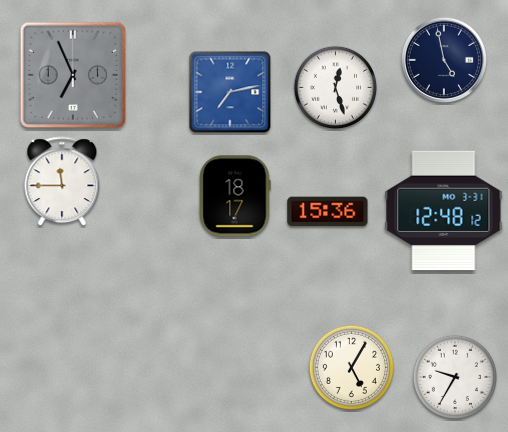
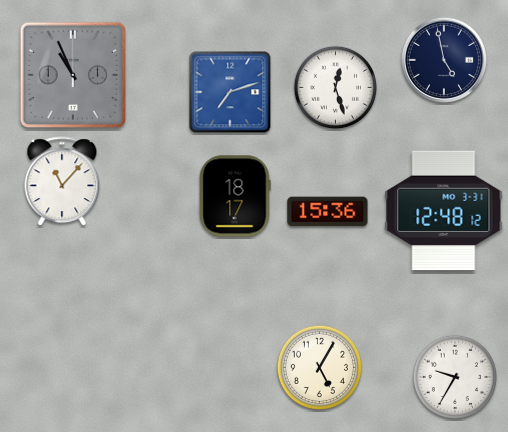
clock at (73, 75): 6:56 -> 10:56
clock at (230, 92): 7:13 -> 7:12
clock at (62, 182): 11:45 -> 11:07
clock at (351, 367) position: (351, 367) -> (319, 367)
